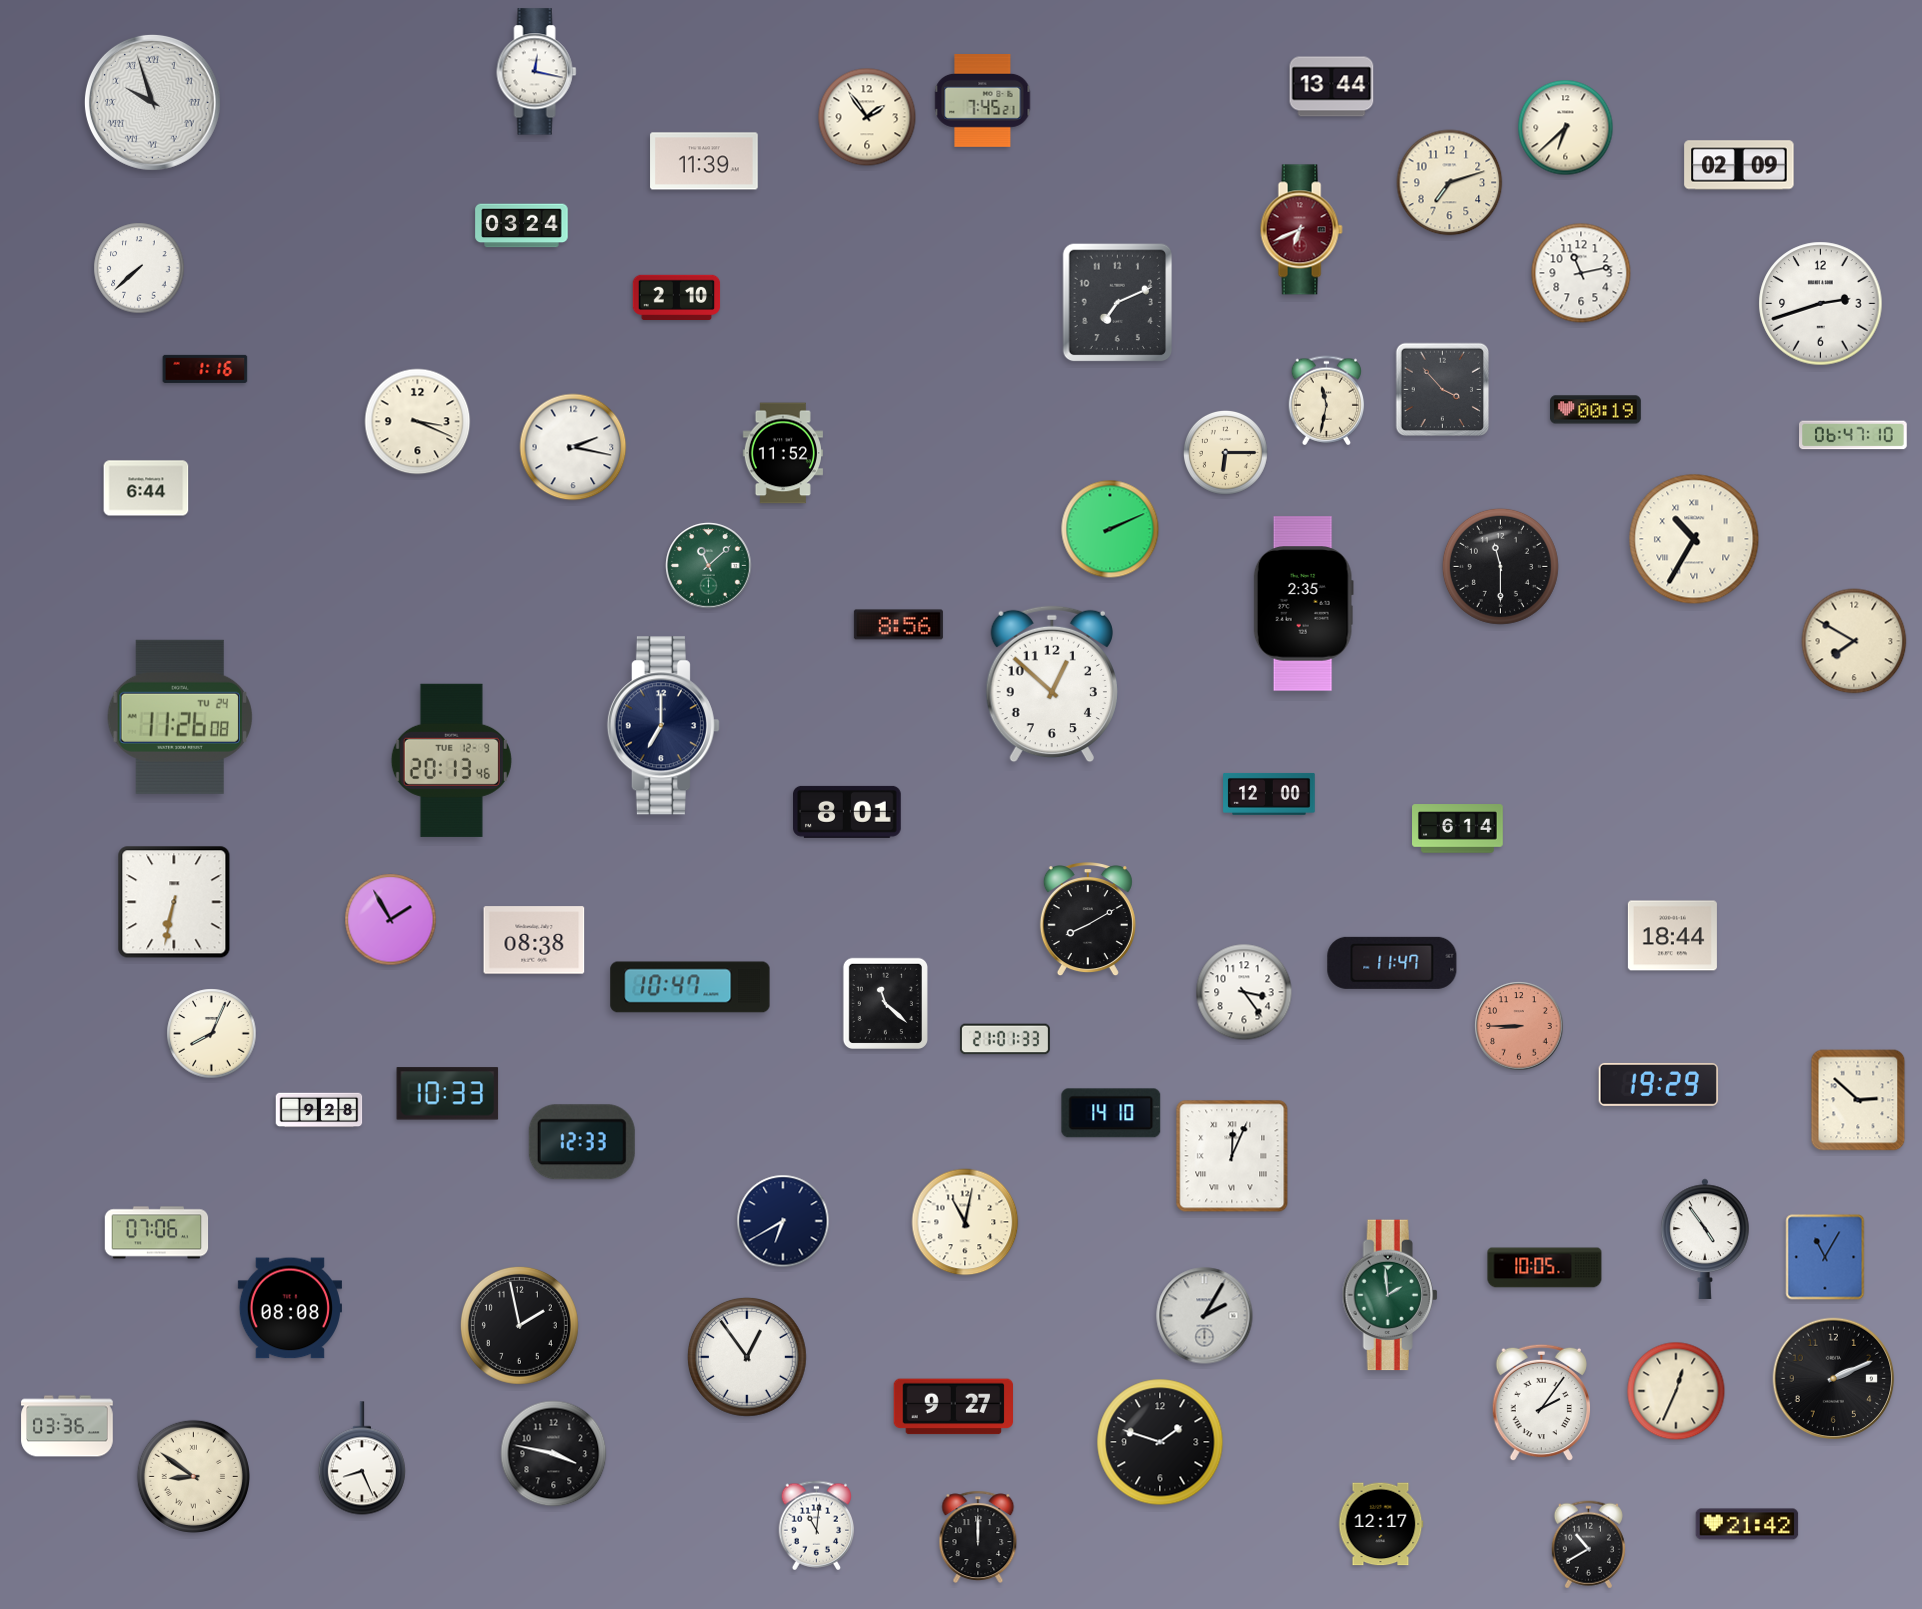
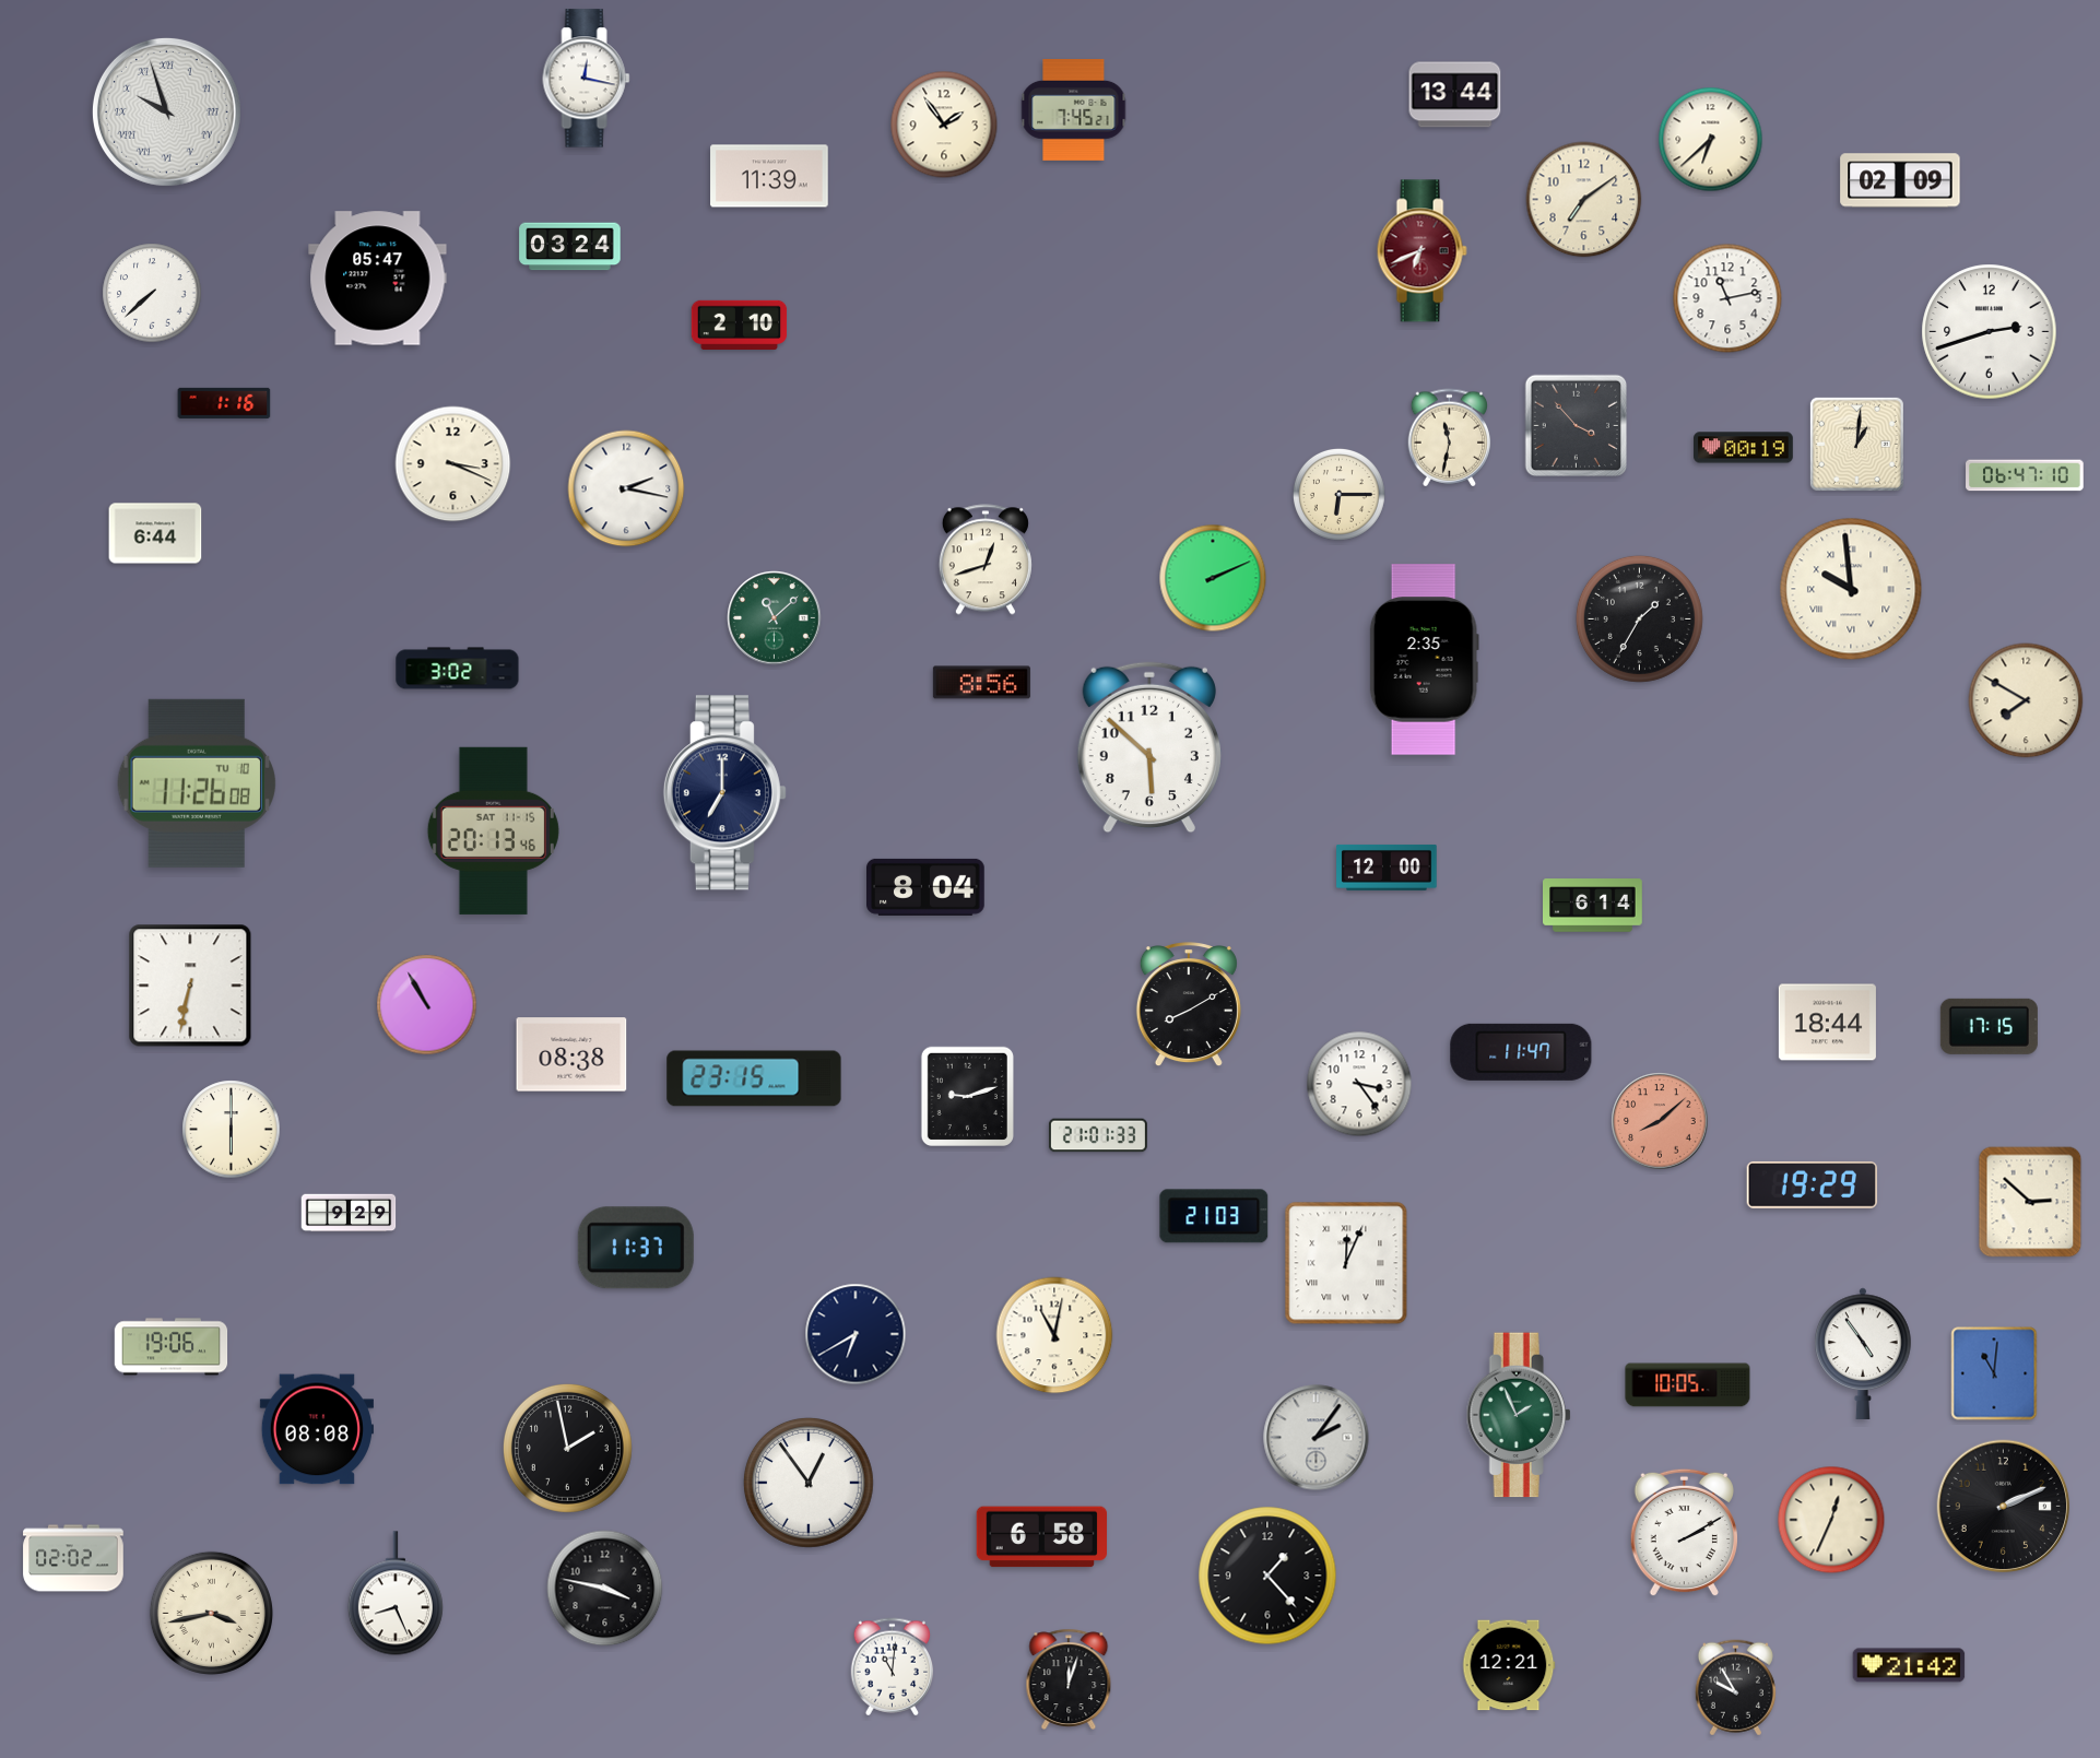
clock at (867, 117) position: (867, 117) -> (944, 125)
clock at (1450, 183): 7:12 -> 7:09
clock at (378, 279): none -> 05:47
clock at (1118, 303): 7:11 -> none
clock at (1856, 444): none -> 1:01
clock at (418, 422) position: (418, 422) -> (453, 464)
clock at (783, 453): 11:52 -> none
clock at (146, 488) position: (146, 488) -> (155, 533)
clock at (986, 559): none -> 12:42
clock at (1694, 539): 10:35 -> 9:59
clock at (1500, 566): 11:30 -> 1:35
clock at (458, 669): none -> 3:02
clock at (1052, 684): 12:52 -> 5:52
clock at (179, 717) date: TU 24 -> TU 10
clock at (451, 760) date: TUE 12-9 -> SAT 11-15
clock at (848, 812): 8:01 -> 8:04
clock at (391, 920): 1:55 -> 10:55
clock at (1989, 1026): none -> 17:15
clock at (534, 940) position: (534, 940) -> (571, 1054)
clock at (690, 987): 10:47 -> 23:15
clock at (885, 1003): 11:22 -> 9:12
clock at (1519, 1026): 8:45 -> 8:08
clock at (212, 1034): 8:04 -> 6:00
clock at (448, 1094): 10:33 -> none
clock at (319, 1110): 9:28 -> 9:29
clock at (1111, 1113): 14:10 -> 21:03
clock at (582, 1142): 12:33 -> 11:37
clock at (157, 1233): 07:06 -> 19:06
clock at (1825, 1257): 11:05 -> 11:01
clock at (1390, 1295): 1:59 -> 1:56
clock at (1205, 1316): 2:05 -> 2:06
clock at (747, 1357) position: (747, 1357) -> (809, 1483)
clock at (1541, 1403): 2:06 -> 2:10
clock at (954, 1407): 9:27 -> 6:58
clock at (67, 1426): 03:36 -> 02:02
clock at (1160, 1442): 1:48 -> 1:23
clock at (193, 1476): 8:51 -> 3:43
clock at (1381, 1524): 12:17 -> 12:21
clock at (978, 1537): 12:00 -> 12:03
clock at (1588, 1545): 10:40 -> 9:55
